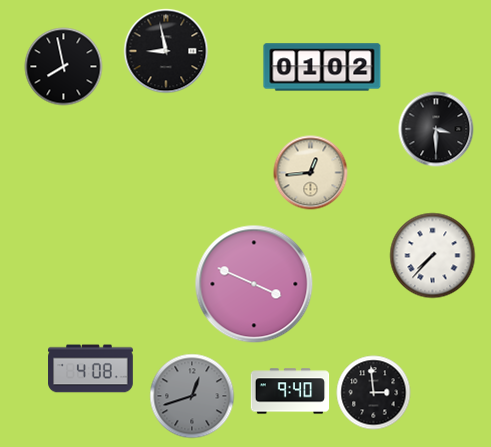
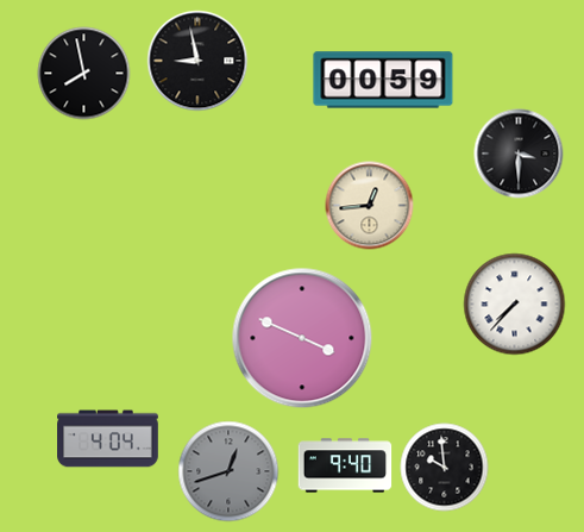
clock at (64, 67) position: (64, 67) -> (84, 74)
clock at (322, 67): 01:02 -> 00:59
clock at (91, 369): 4:08 -> 4:04
clock at (374, 393): 2:59 -> 9:59
